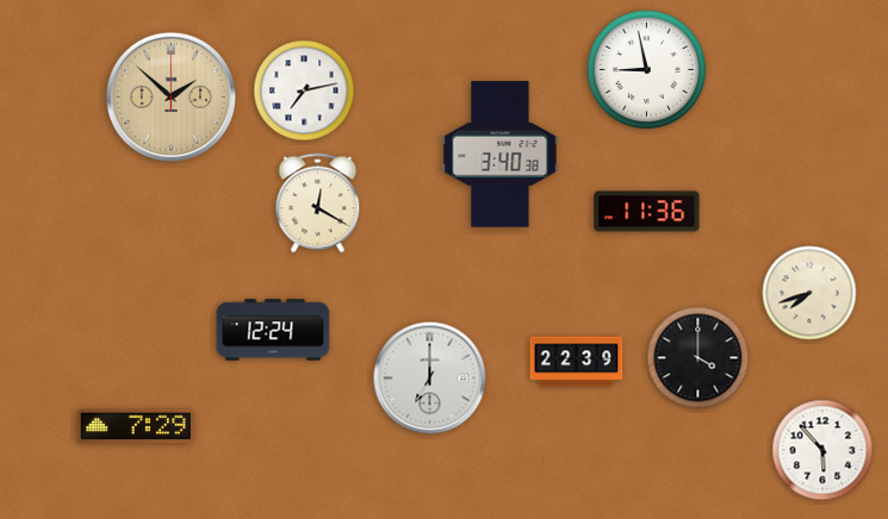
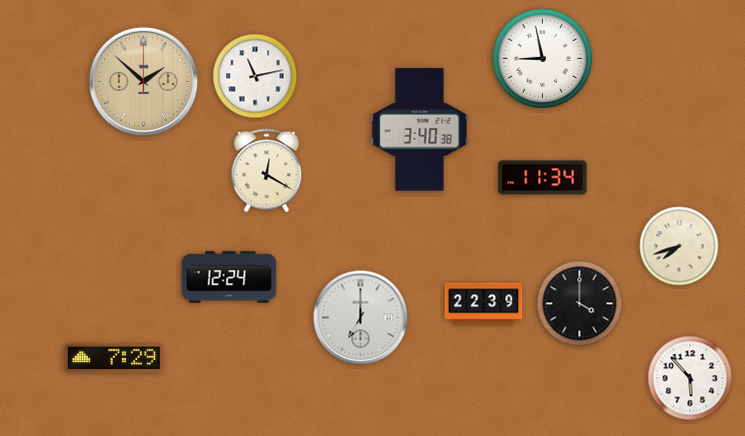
clock at (304, 90): 7:13 -> 11:13
clock at (647, 212): 11:36 -> 11:34
clock at (698, 358) position: (698, 358) -> (580, 304)
